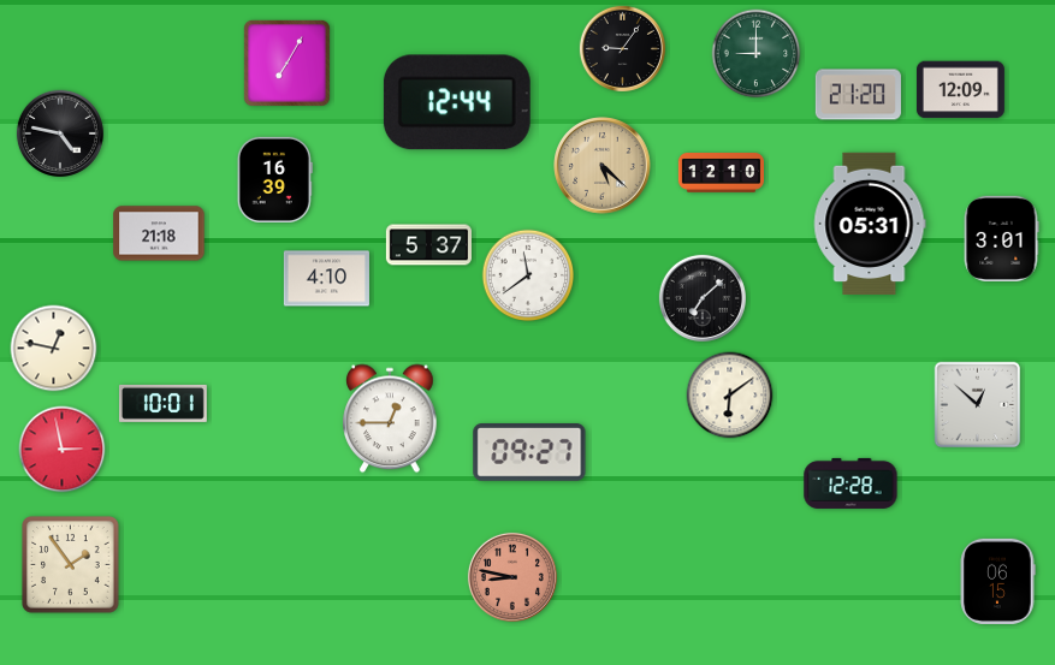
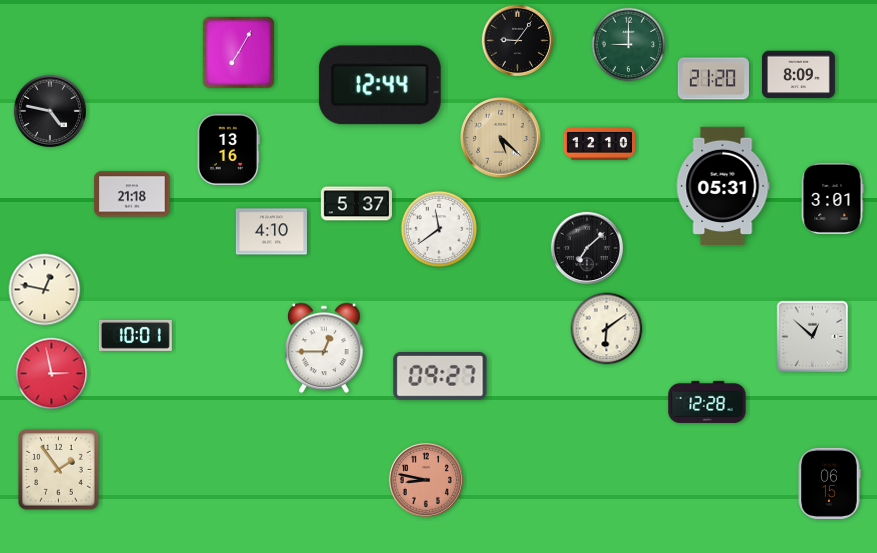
clock at (960, 90): 12:09 -> 8:09
clock at (274, 179): 16:39 -> 13:16
clock at (703, 298) position: (703, 298) -> (587, 248)
